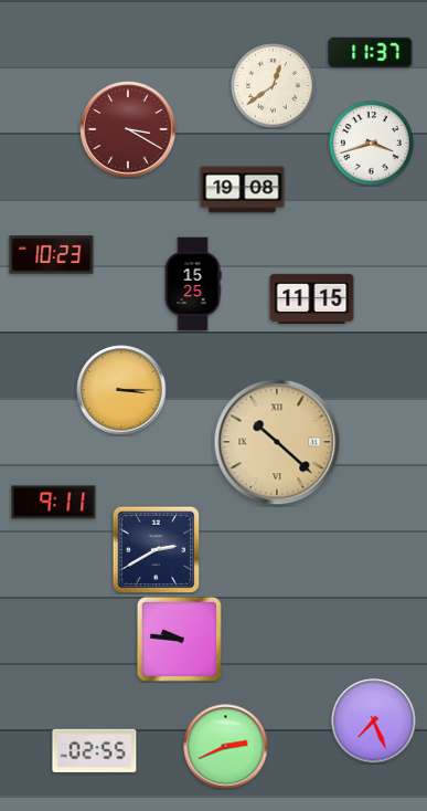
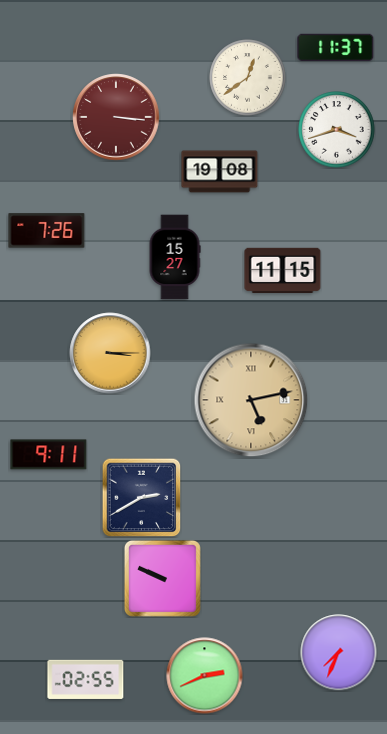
clock at (128, 129): 3:20 -> 3:16
clock at (52, 255): 10:23 -> 7:26
clock at (193, 284): 15:25 -> 15:27
clock at (277, 442): 10:22 -> 5:13
clock at (179, 639): 9:46 -> 9:49
clock at (374, 722): 7:26 -> 7:34
